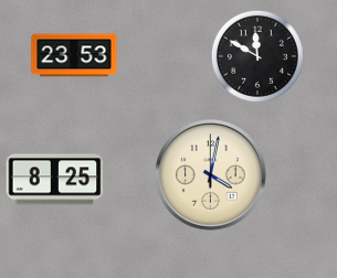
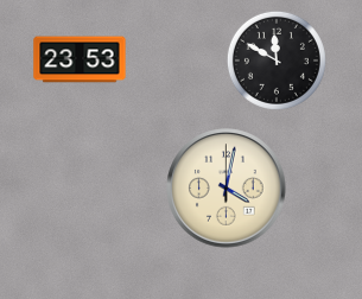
clock at (55, 180): 8:25 -> none
